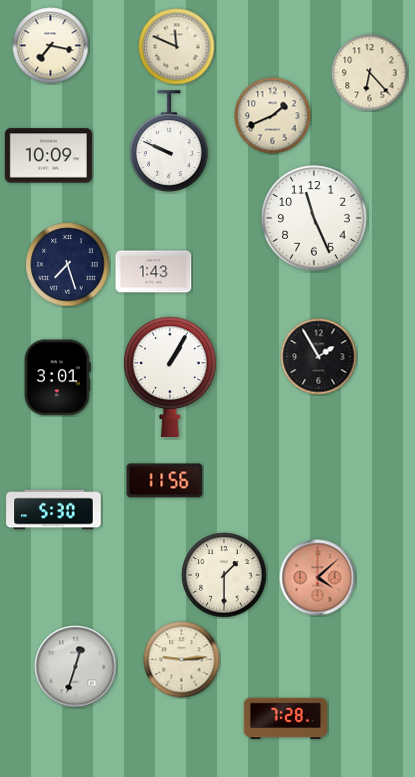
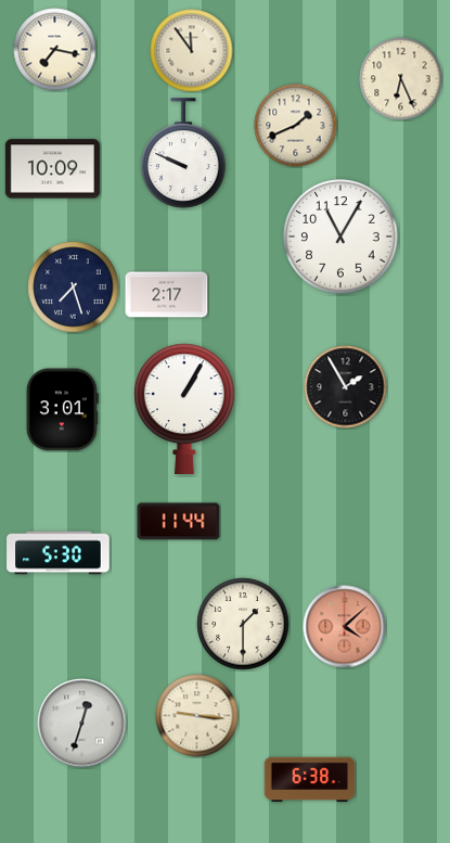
clock at (177, 47): 11:49 -> 11:54
clock at (370, 73): 6:23 -> 6:26
clock at (314, 218): 11:26 -> 11:05
clock at (154, 272): 1:43 -> 2:17
clock at (165, 481): 11:56 -> 11:44
clock at (182, 660): 9:14 -> 9:16
clock at (286, 719): 7:28 -> 6:38
